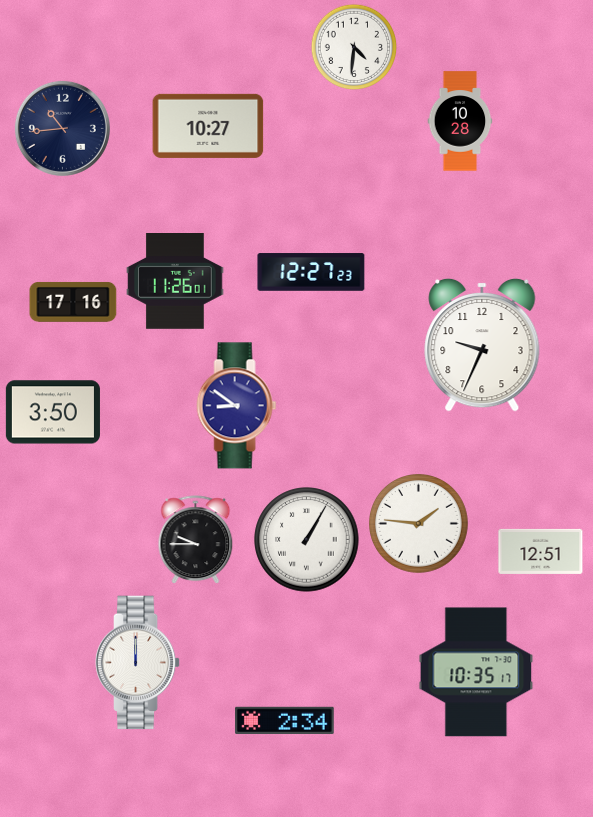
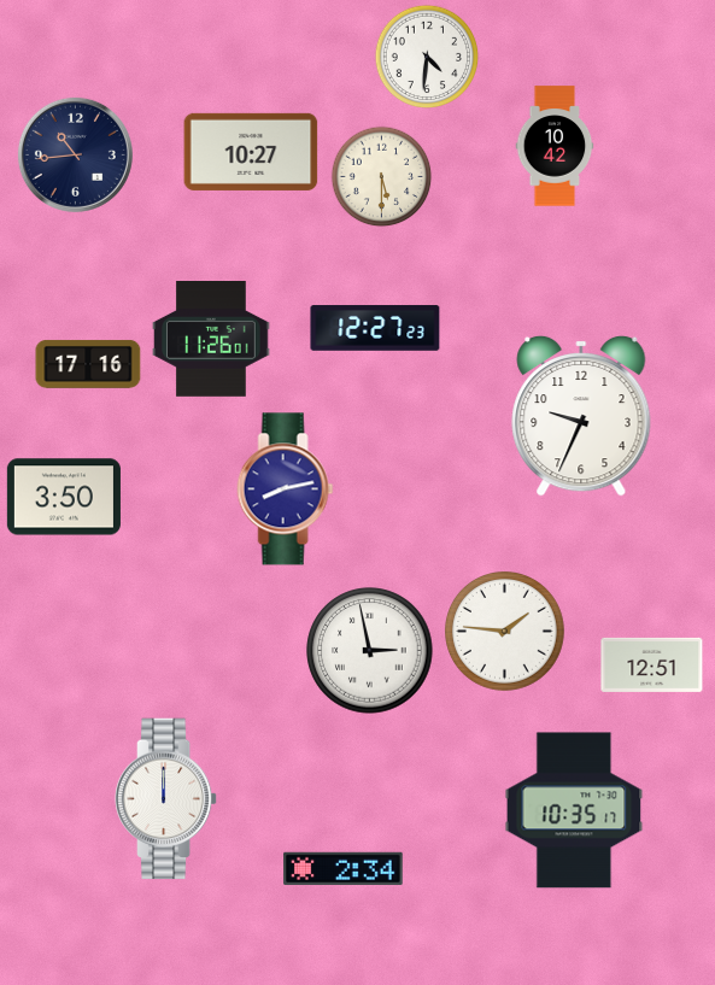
clock at (460, 121): 10:28 -> 10:42
clock at (382, 177): none -> 5:30
clock at (237, 406): 8:51 -> 8:13
clock at (196, 540): 9:45 -> none
clock at (307, 540): 1:05 -> 2:58
